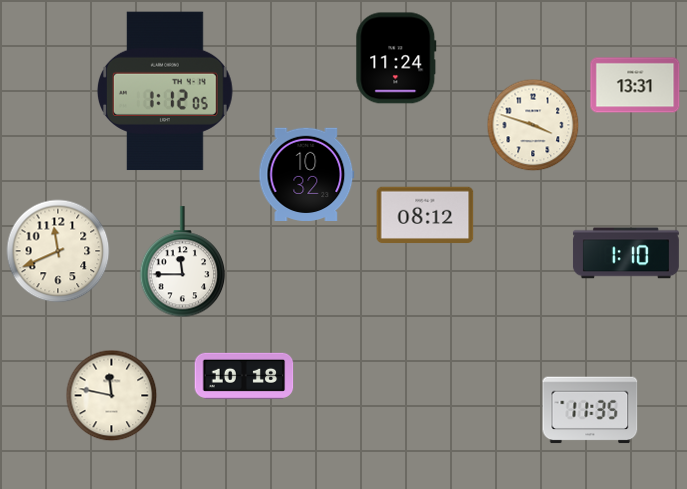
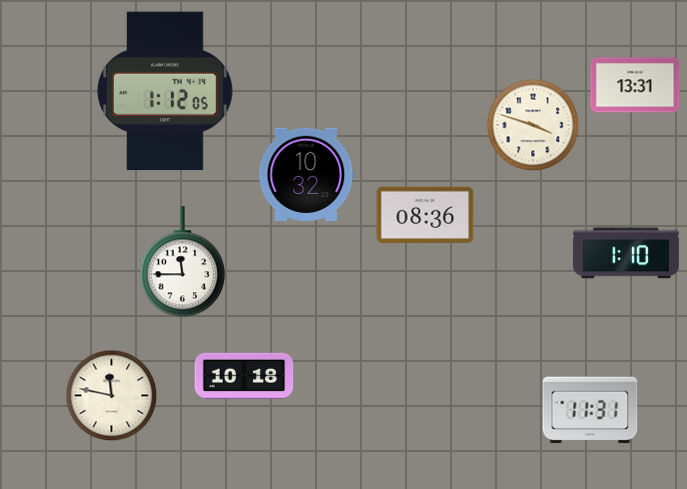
clock at (396, 58): 11:24 -> none
clock at (425, 215): 08:12 -> 08:36
clock at (58, 251): 11:41 -> none
clock at (590, 410): 11:35 -> 11:31
